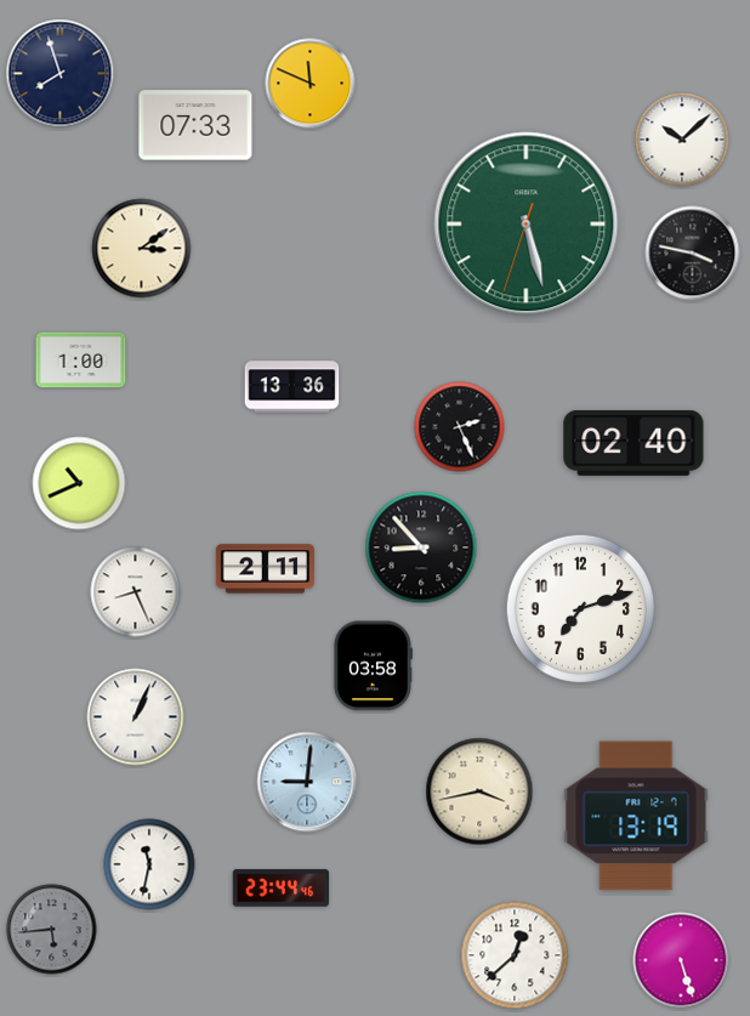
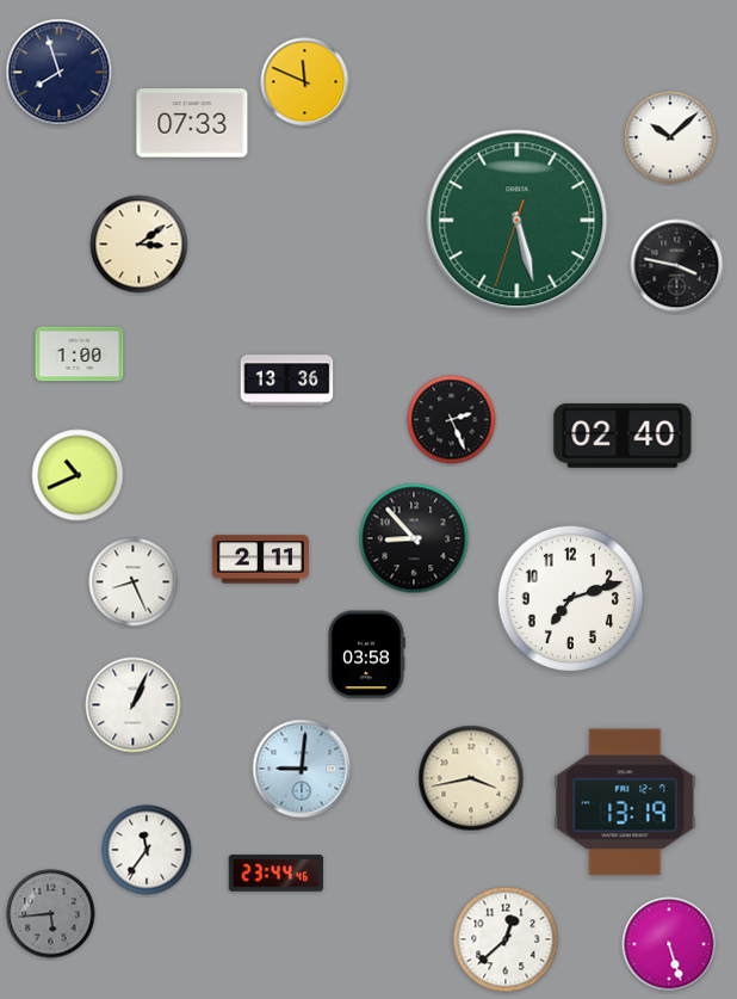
clock at (693, 254) position: (693, 254) -> (677, 266)
clock at (149, 864): 11:32 -> 11:36
